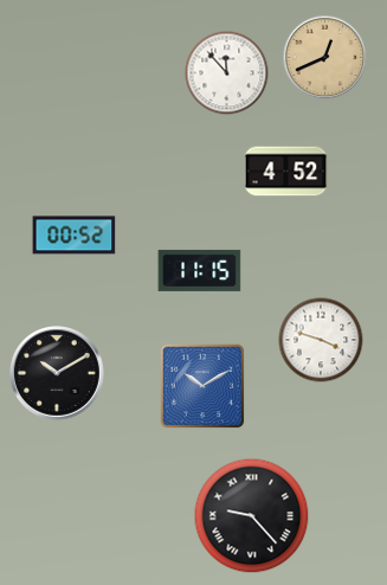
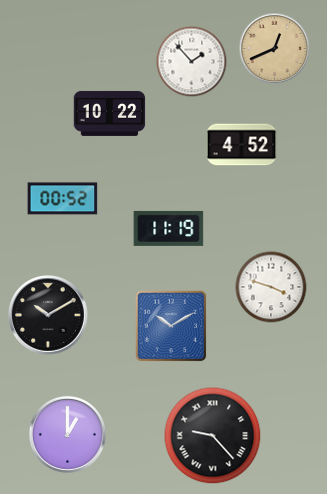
clock at (227, 73): 11:53 -> 1:53
clock at (110, 113): none -> 10:22
clock at (200, 270): 11:15 -> 11:19
clock at (67, 434): none -> 1:00
